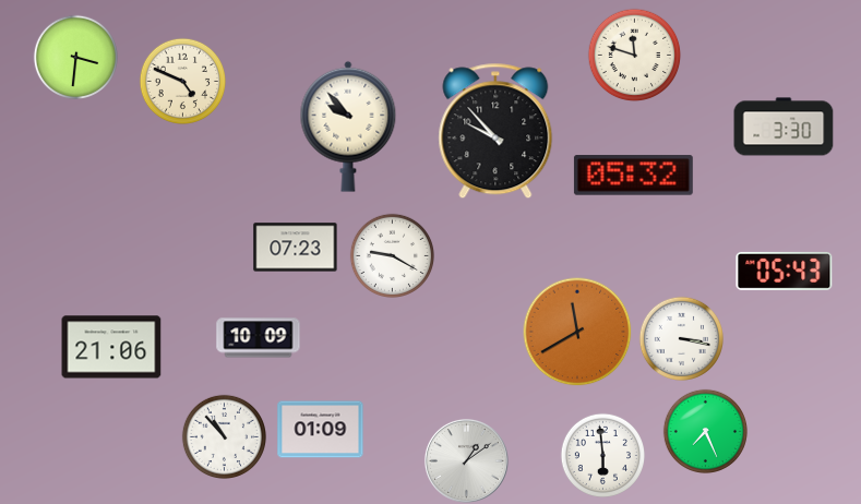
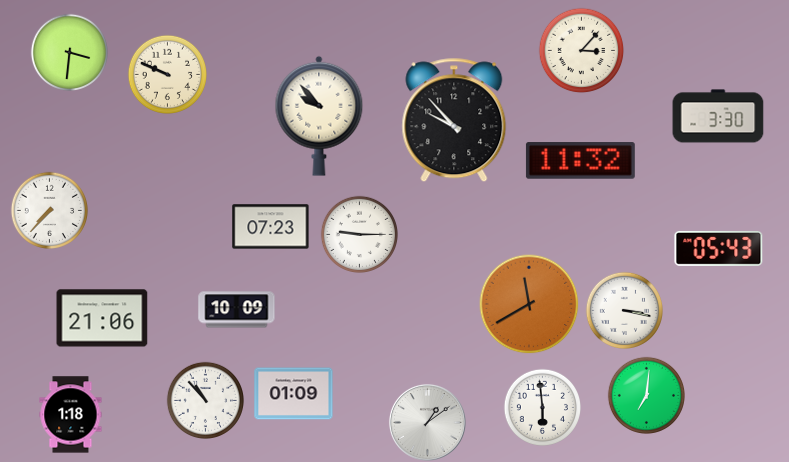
clock at (634, 55): 11:48 -> 3:07
clock at (182, 81): 4:49 -> 9:49
clock at (633, 176): 05:32 -> 11:32
clock at (49, 210): none -> 7:37
clock at (392, 255): 9:20 -> 9:15
clock at (705, 431): 7:26 -> 7:01
clock at (71, 415): none -> 1:18
clock at (602, 455) position: (602, 455) -> (542, 407)
